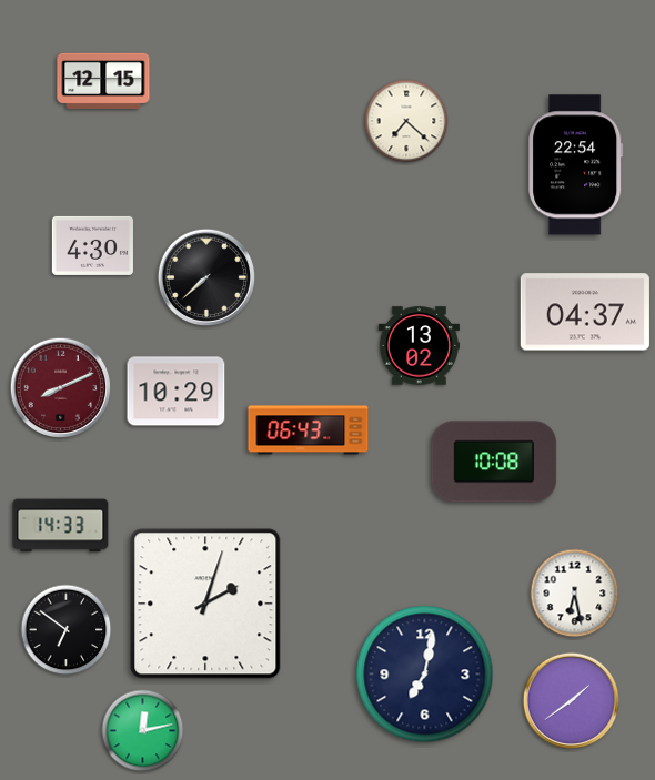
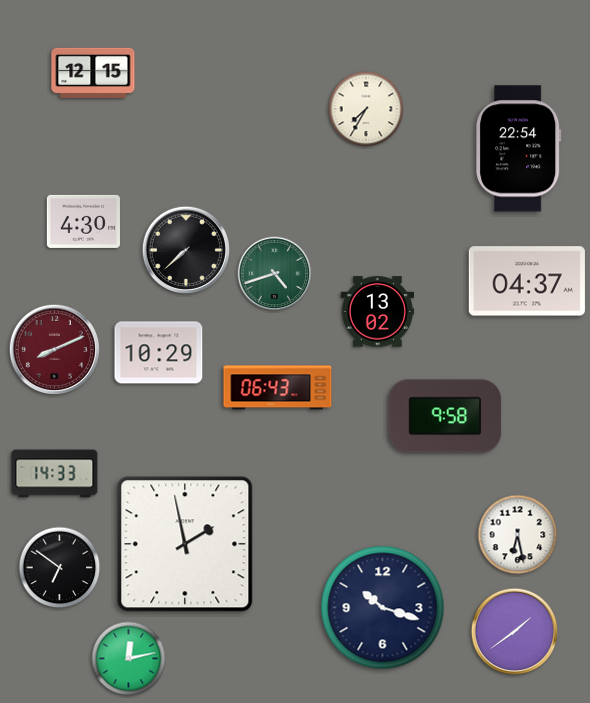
clock at (406, 121): 7:22 -> 7:35
clock at (275, 274): none -> 4:42
clock at (494, 462): 10:08 -> 9:58
clock at (205, 604): 2:03 -> 1:58
clock at (425, 675): 7:02 -> 10:18
